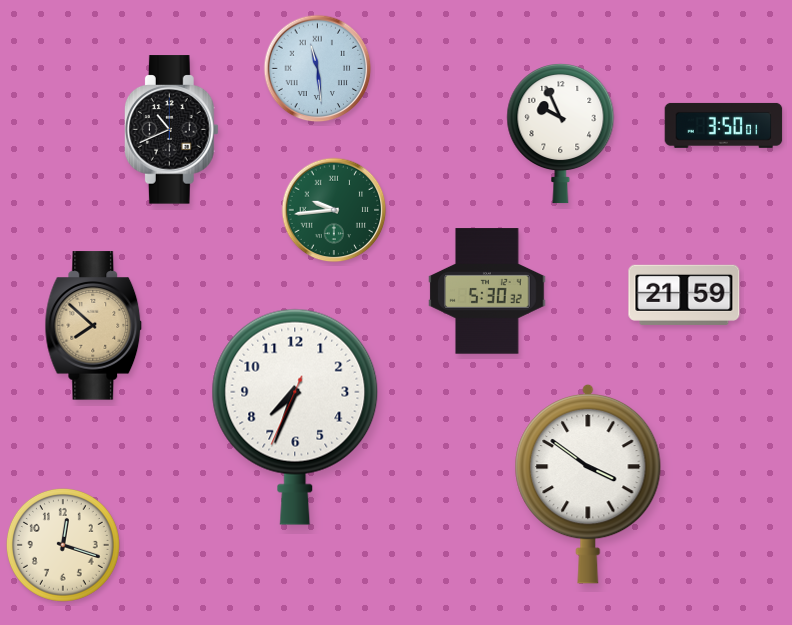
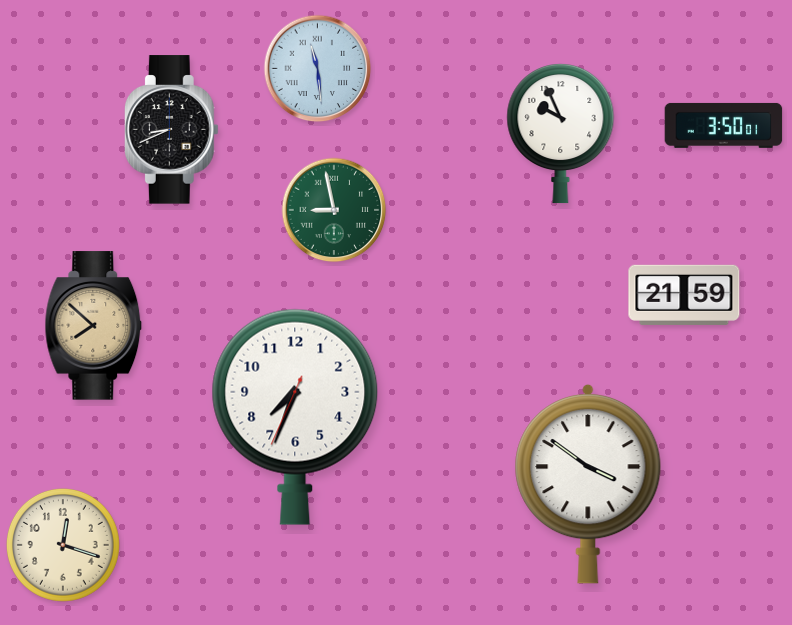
clock at (171, 130): 10:41 -> 8:41
clock at (334, 210): 9:44 -> 8:58
clock at (487, 291): 5:30 -> none
